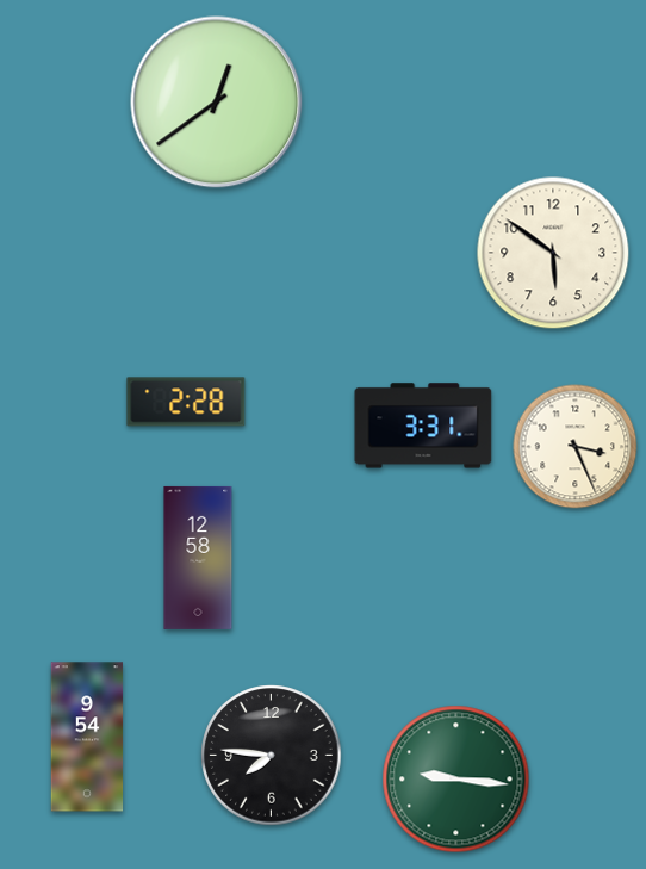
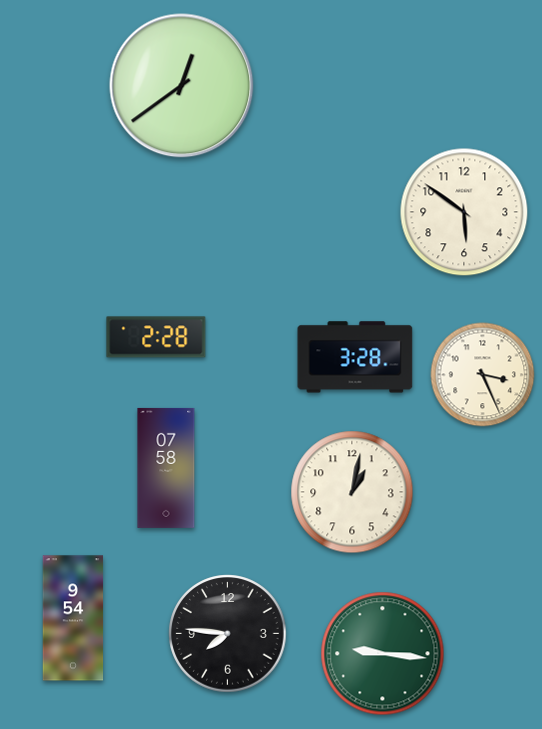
clock at (423, 426): 3:31 -> 3:28
clock at (198, 558): 12:58 -> 07:58
clock at (352, 492): none -> 1:02
